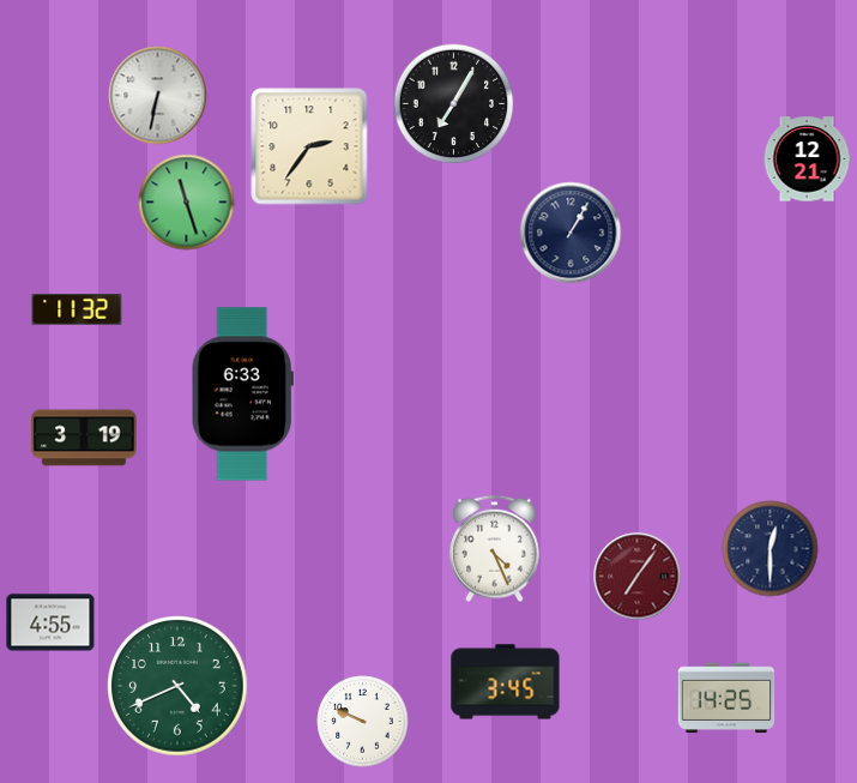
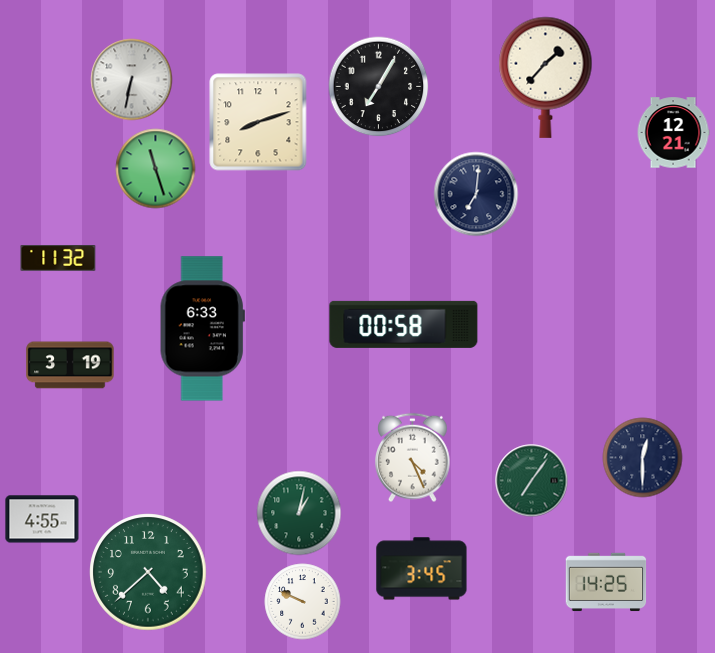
clock at (546, 77): none -> 1:37
clock at (309, 146): 2:36 -> 8:12
clock at (571, 233): 1:05 -> 7:01
clock at (77, 311) position: (77, 311) -> (58, 259)
clock at (404, 324): none -> 00:58
clock at (638, 577) dial: burgundy -> green
clock at (299, 513): none -> 1:02
clock at (177, 686): 4:41 -> 4:38
